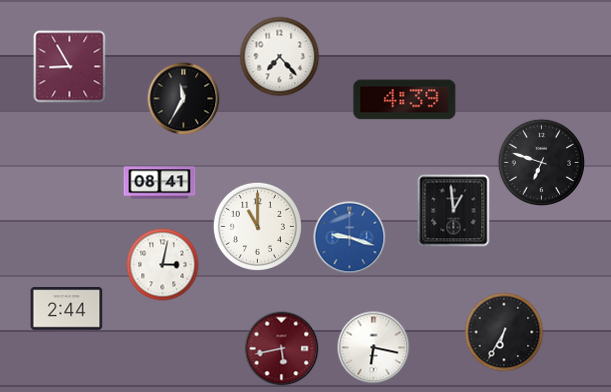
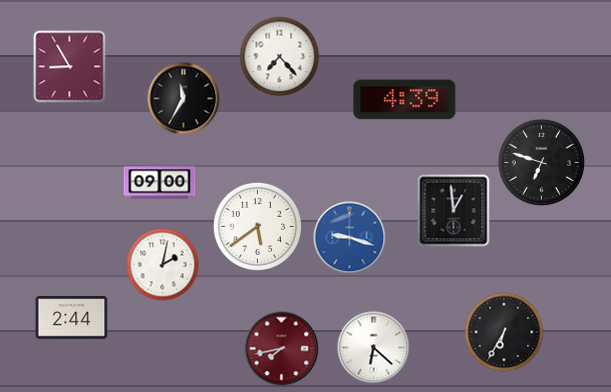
clock at (160, 183): 08:41 -> 09:00
clock at (257, 226): 11:00 -> 5:39
clock at (163, 265): 3:02 -> 2:02
clock at (67, 309) position: (67, 309) -> (72, 318)
clock at (374, 348): 6:17 -> 6:22
clock at (282, 349): 5:43 -> 7:43
